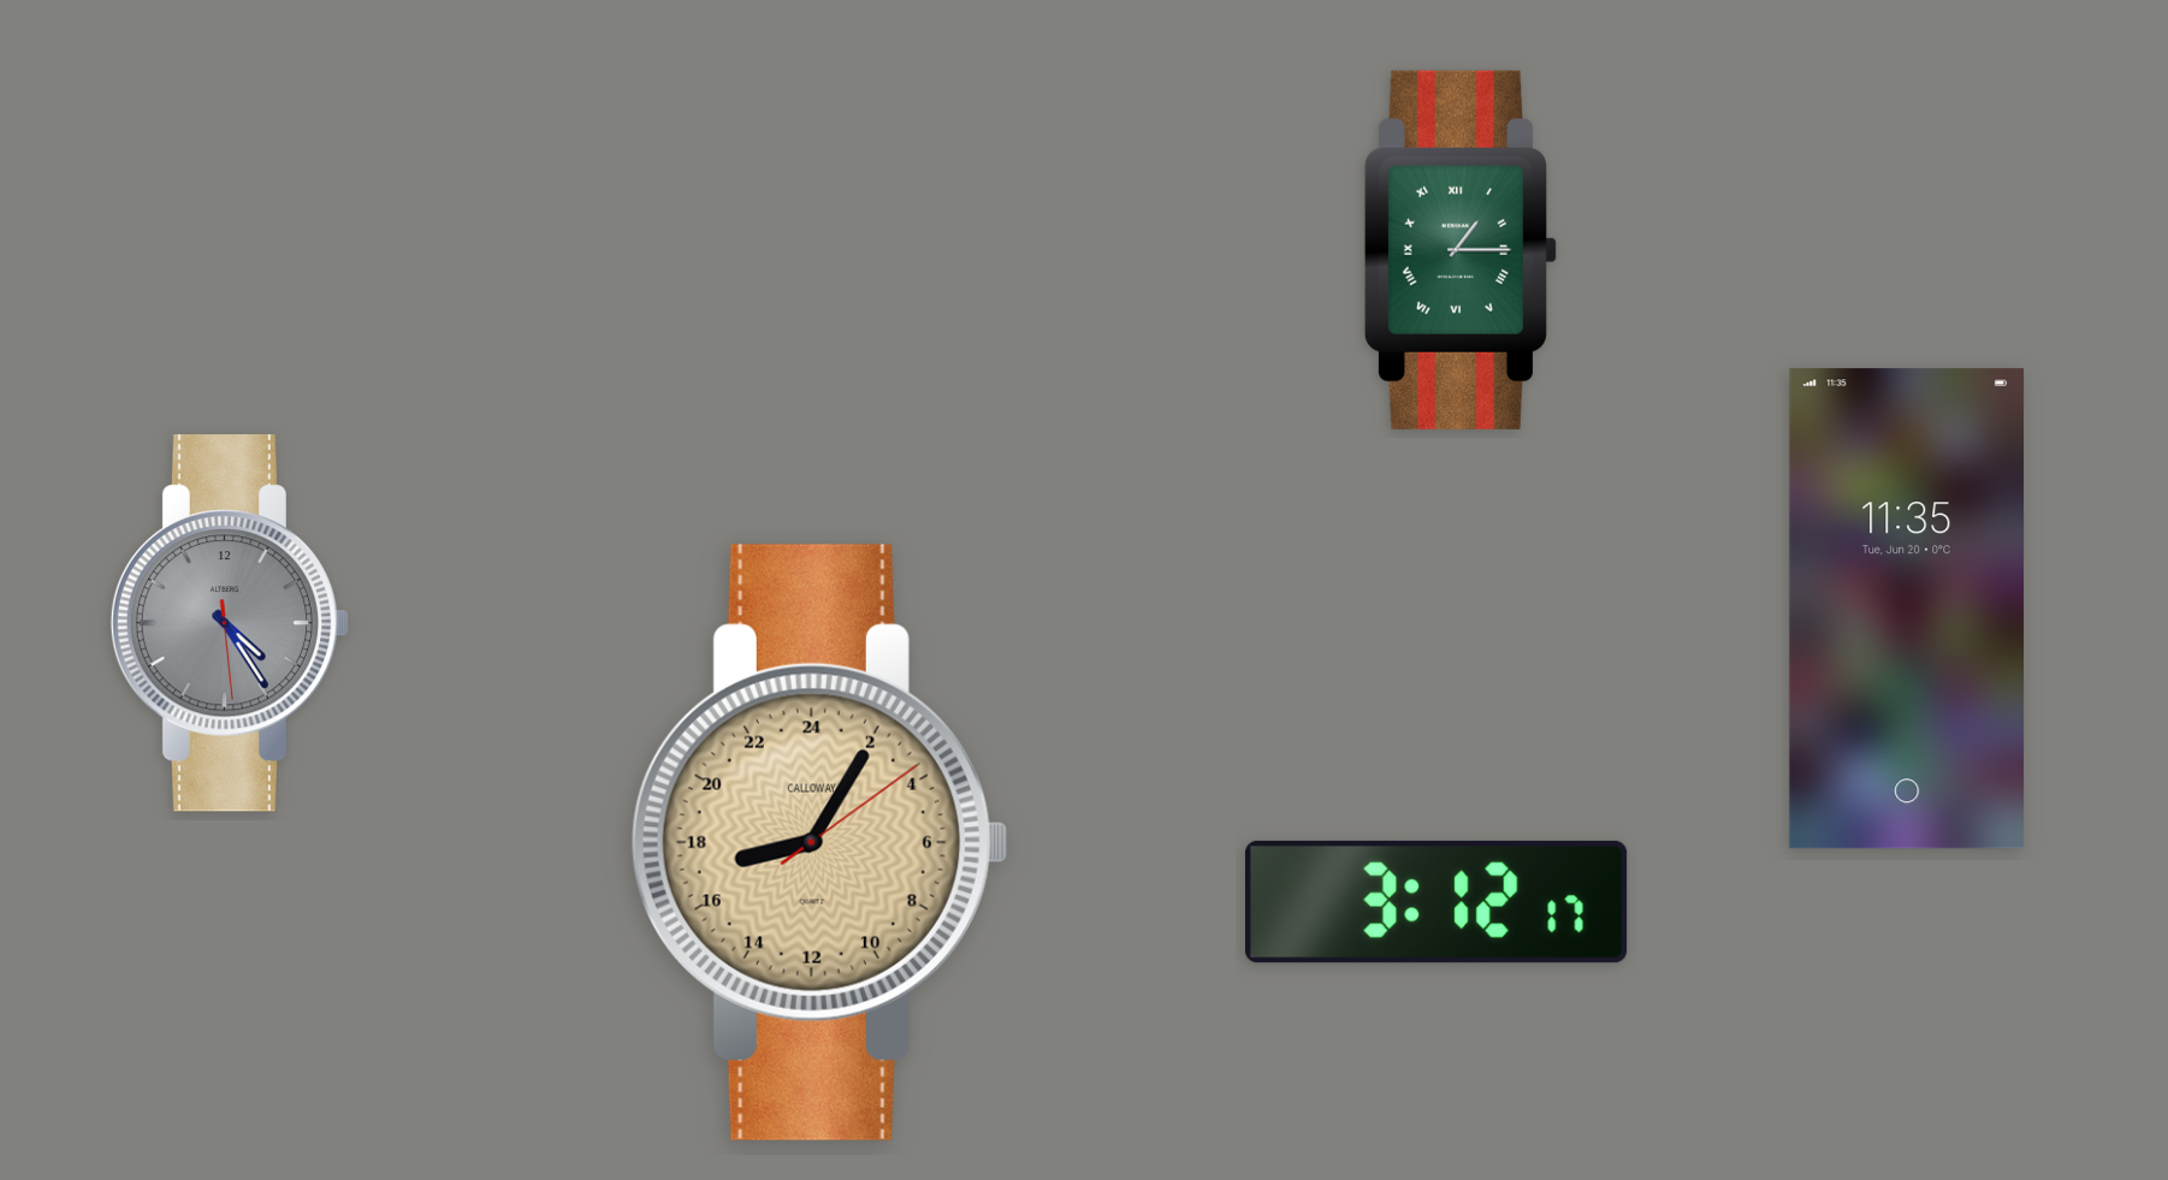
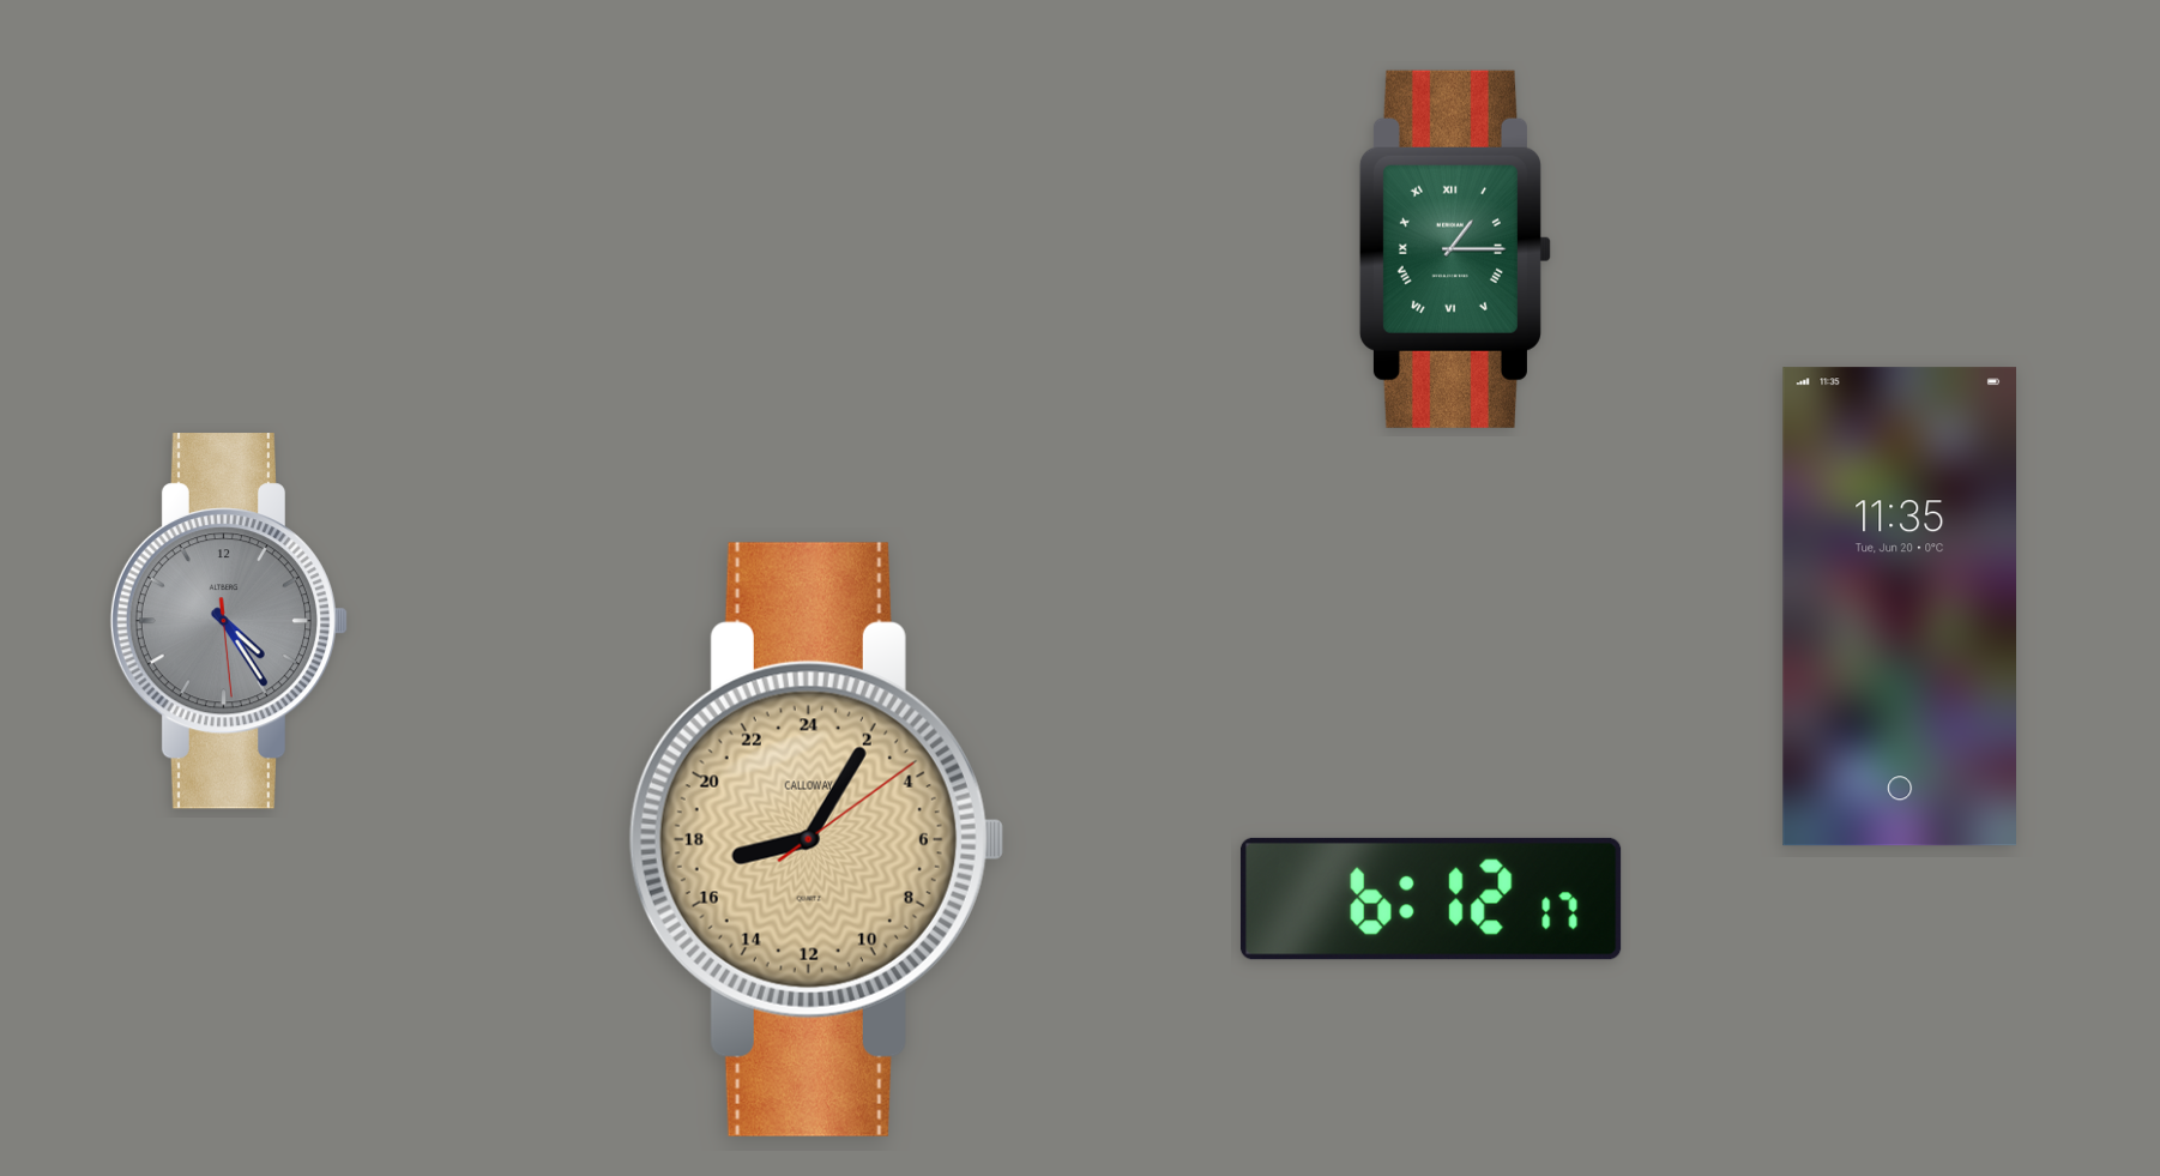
clock at (1437, 902): 3:12 -> 6:12
